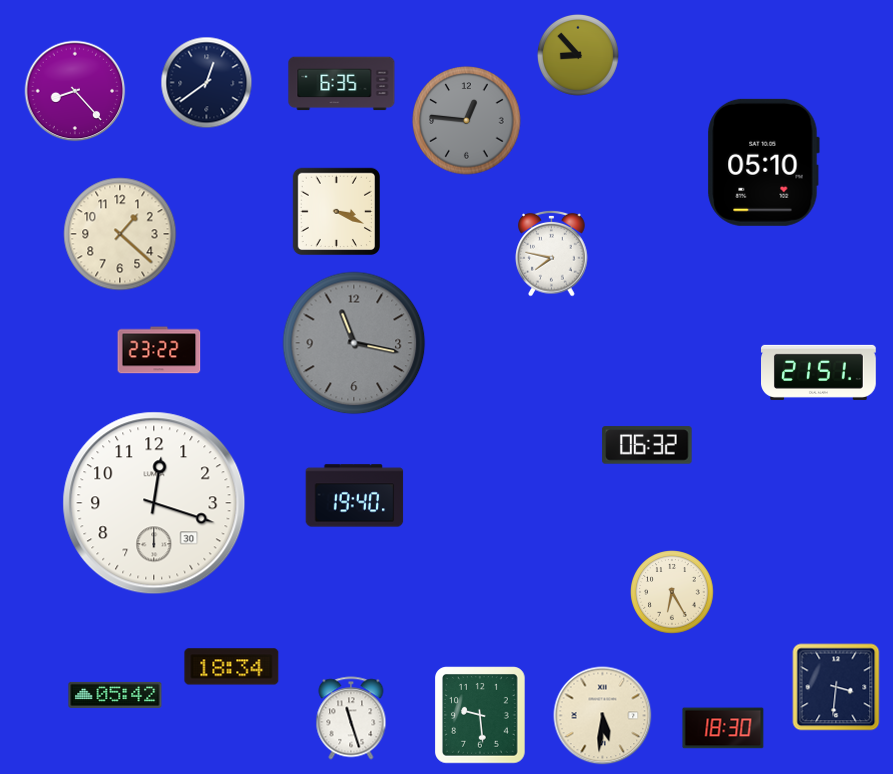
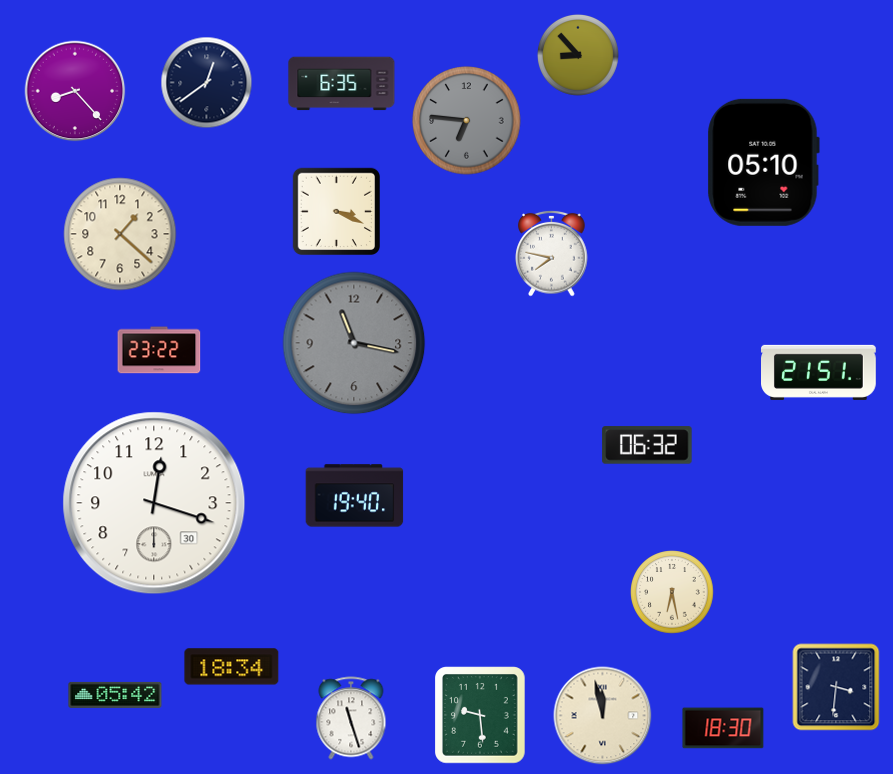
clock at (467, 121): 12:46 -> 6:46
clock at (672, 592): 6:25 -> 6:28
clock at (603, 716): 5:31 -> 11:58
